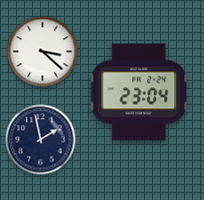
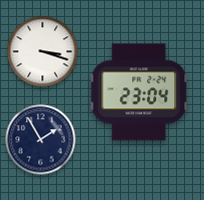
clock at (43, 52): 3:22 -> 3:18
clock at (41, 140): 1:58 -> 1:55
